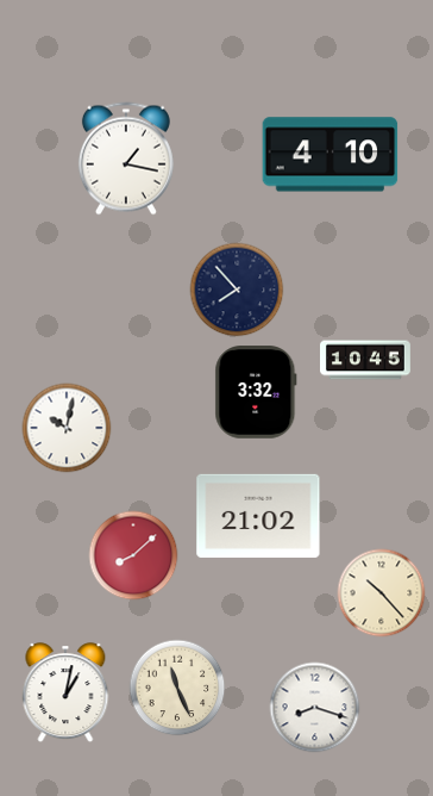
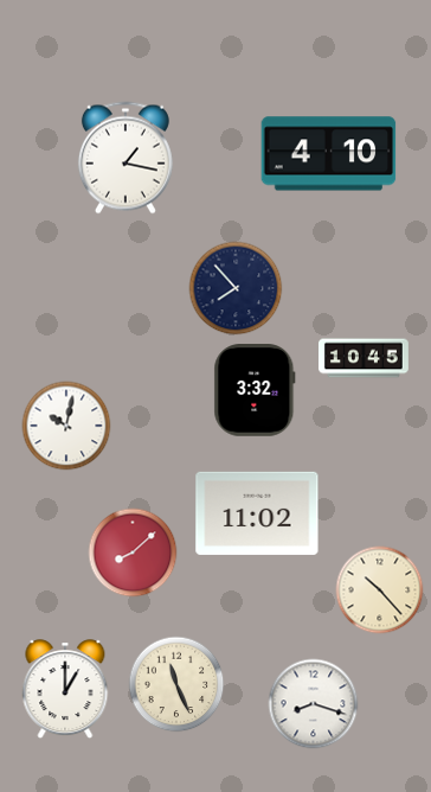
clock at (258, 516): 21:02 -> 11:02
clock at (65, 694): 1:02 -> 1:00
